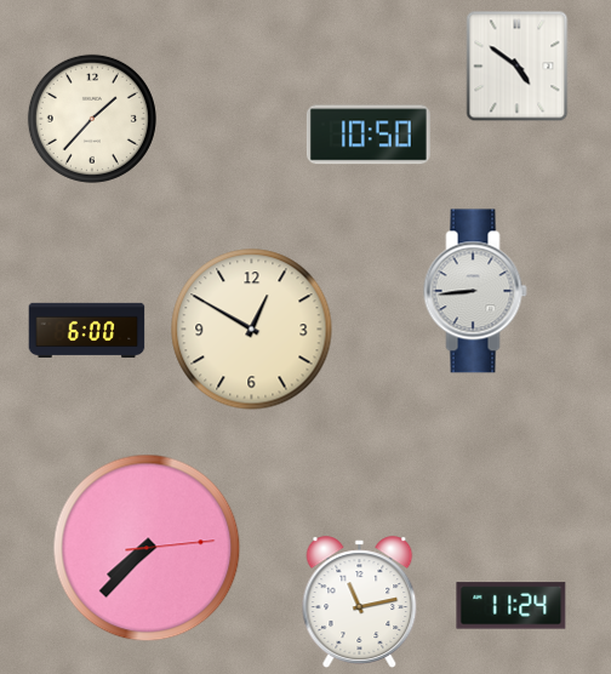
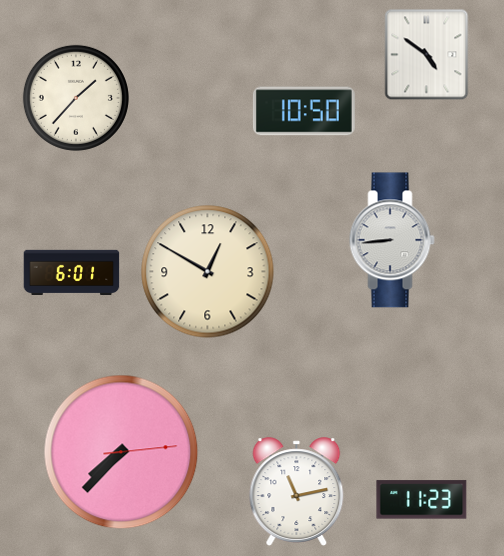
clock at (87, 330): 6:00 -> 6:01
clock at (360, 602) position: (360, 602) -> (297, 492)
clock at (512, 606): 11:24 -> 11:23
